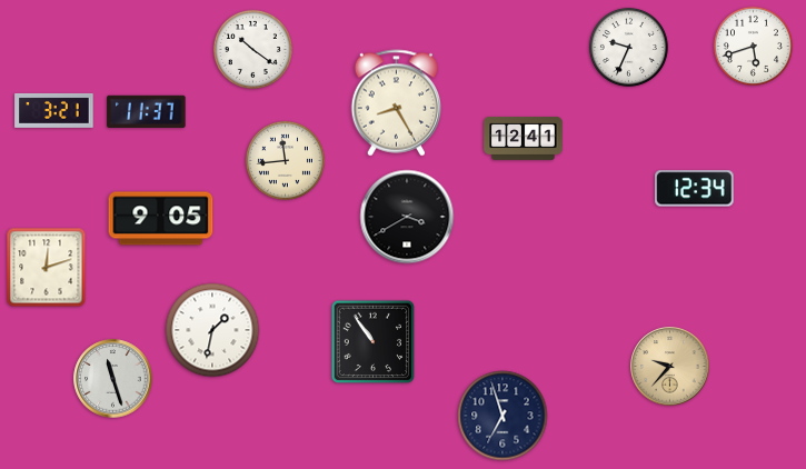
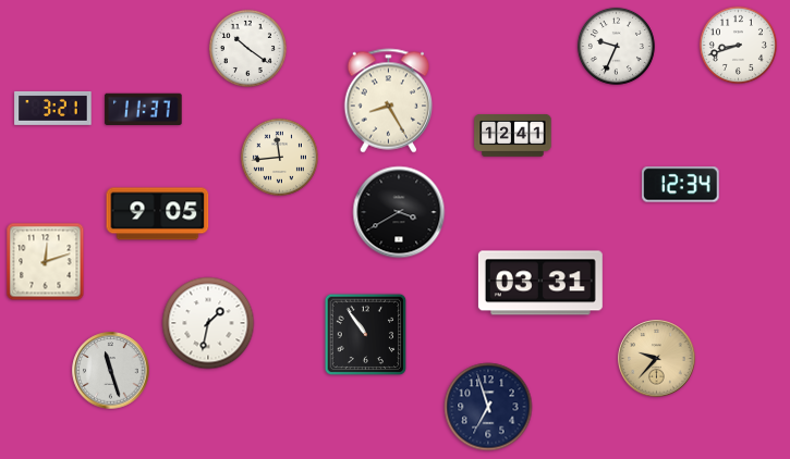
clock at (753, 46): 5:42 -> 8:42
clock at (540, 283): none -> 03:31
clock at (502, 416) position: (502, 416) -> (488, 407)
